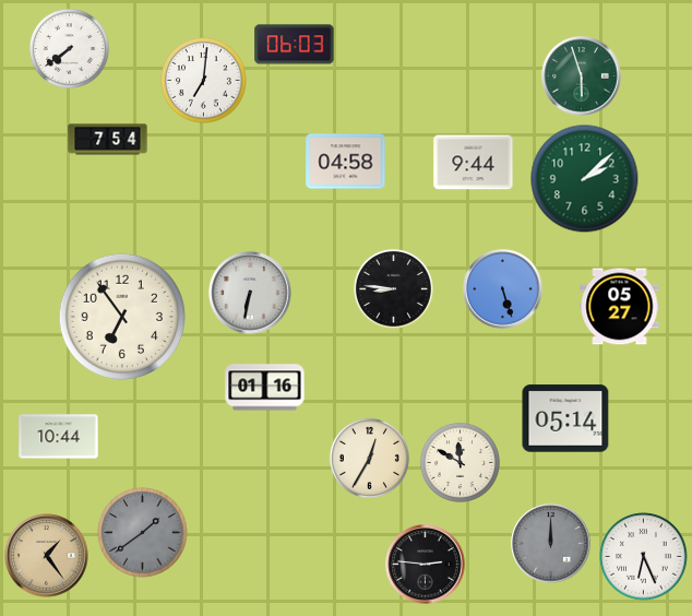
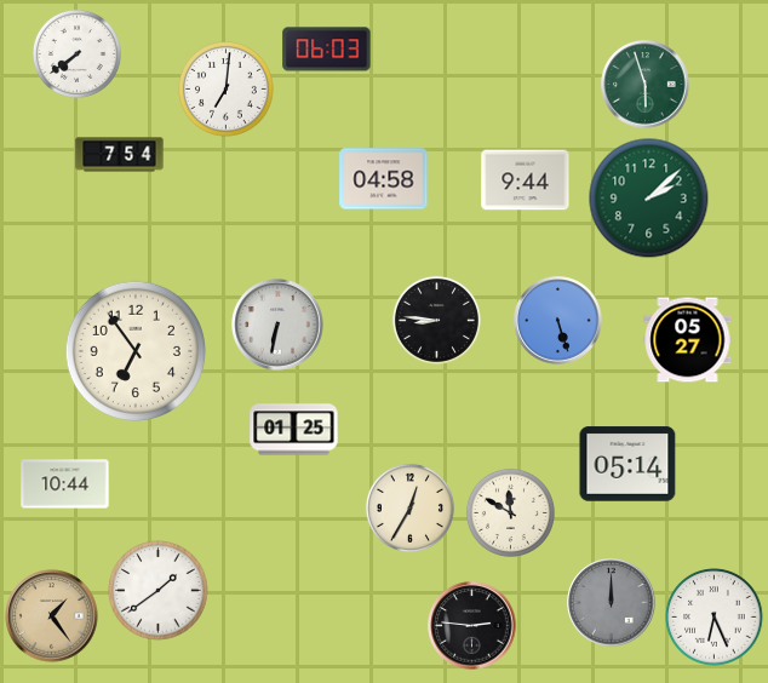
clock at (265, 388): 01:16 -> 01:25
clock at (143, 533) dial: grey -> white
